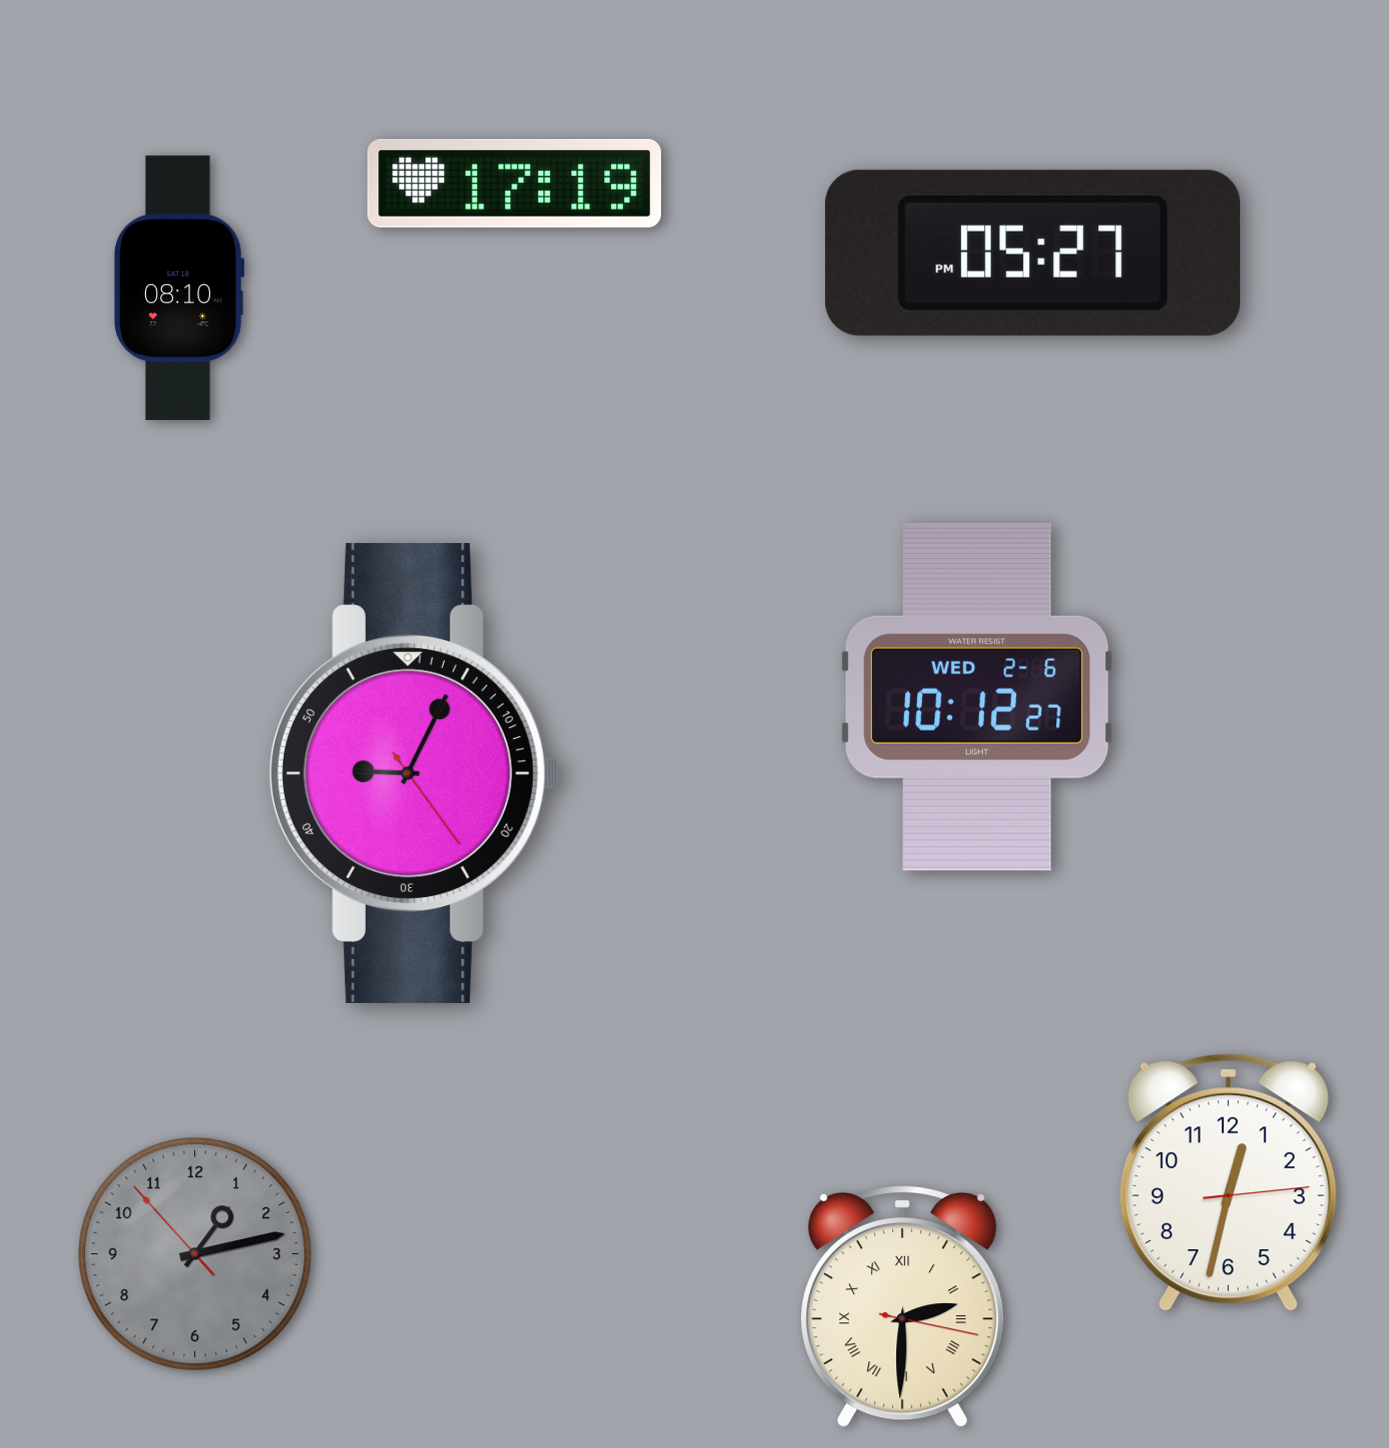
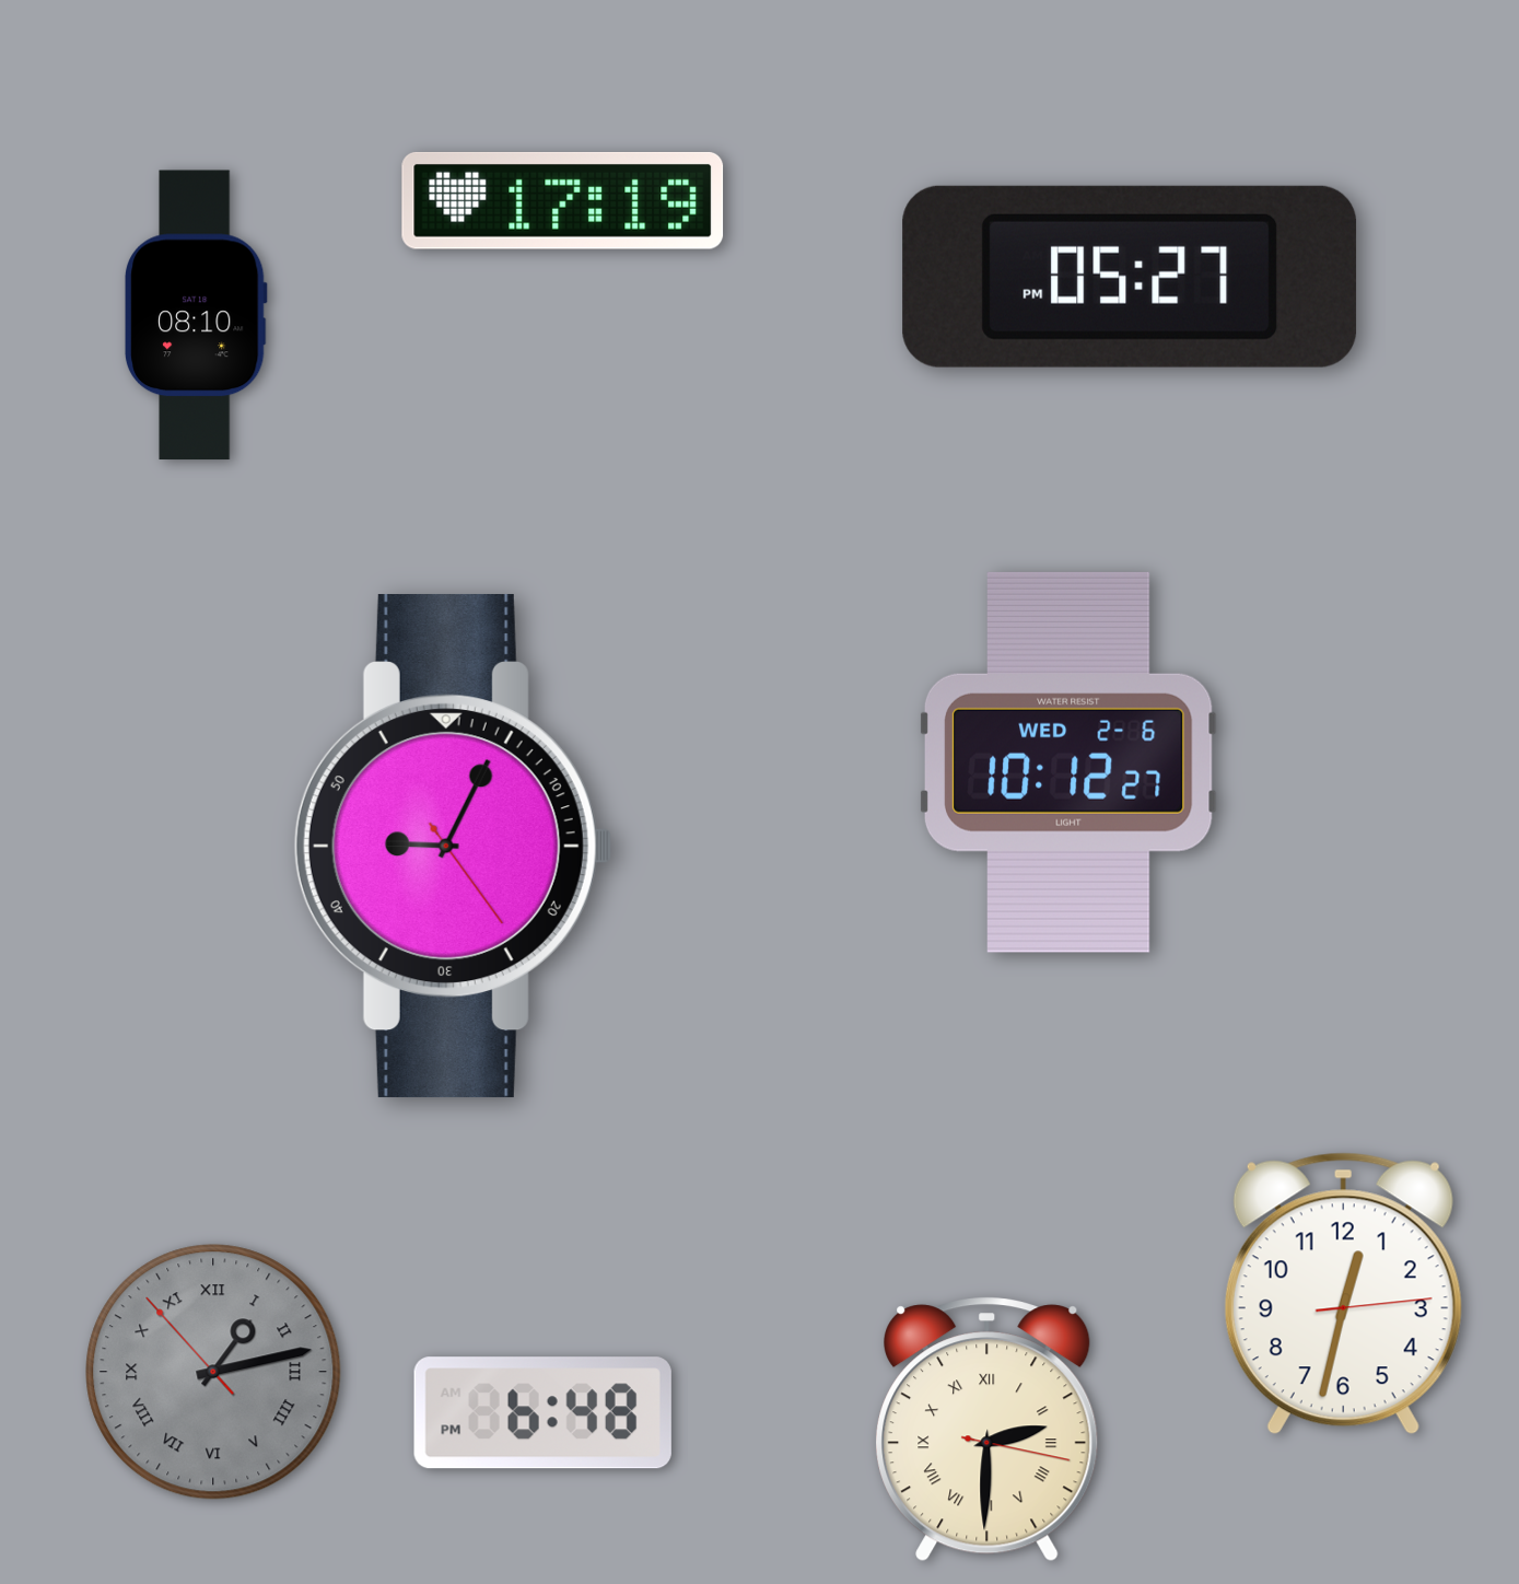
clock at (195, 1254) numerals: Arabic -> Roman
clock at (542, 1413): none -> 6:48
